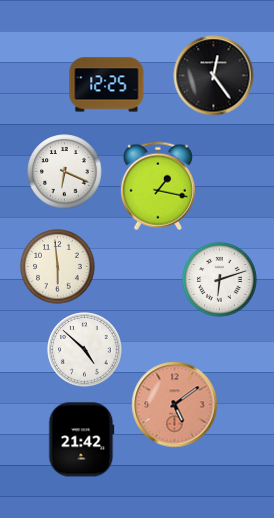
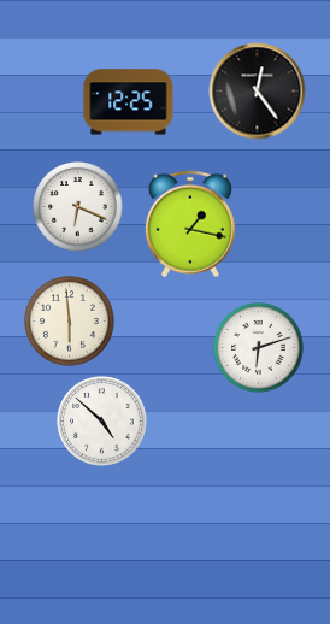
clock at (220, 280) position: (220, 280) -> (259, 348)
clock at (175, 405): 5:09 -> none
clock at (82, 440): 21:42 -> none
